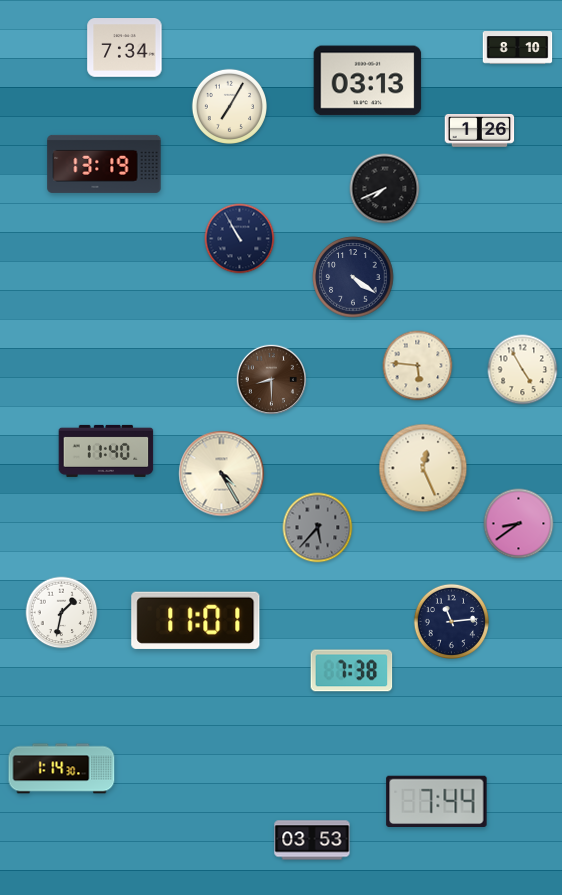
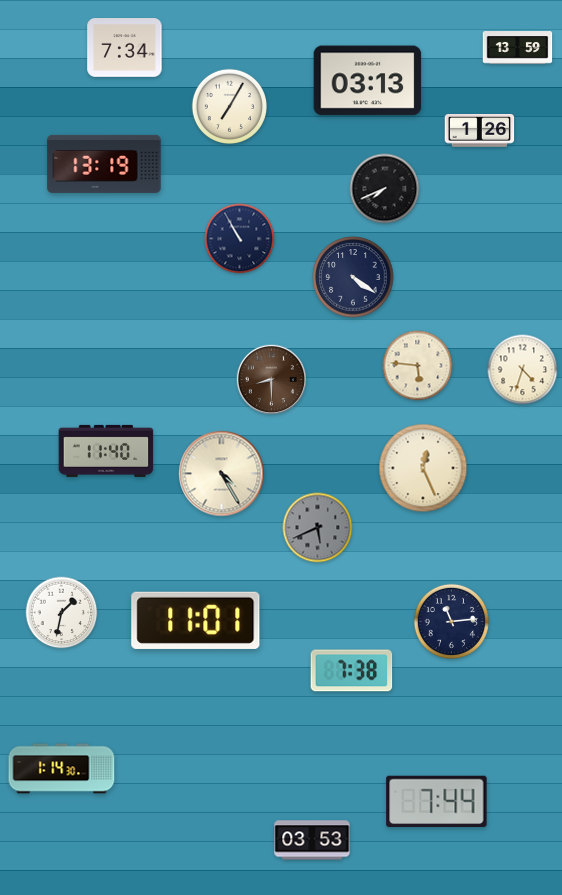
clock at (518, 48): 8:10 -> 13:59
clock at (523, 370): 4:55 -> 4:33
clock at (519, 524): 8:39 -> none
clock at (318, 528): 5:37 -> 5:41
